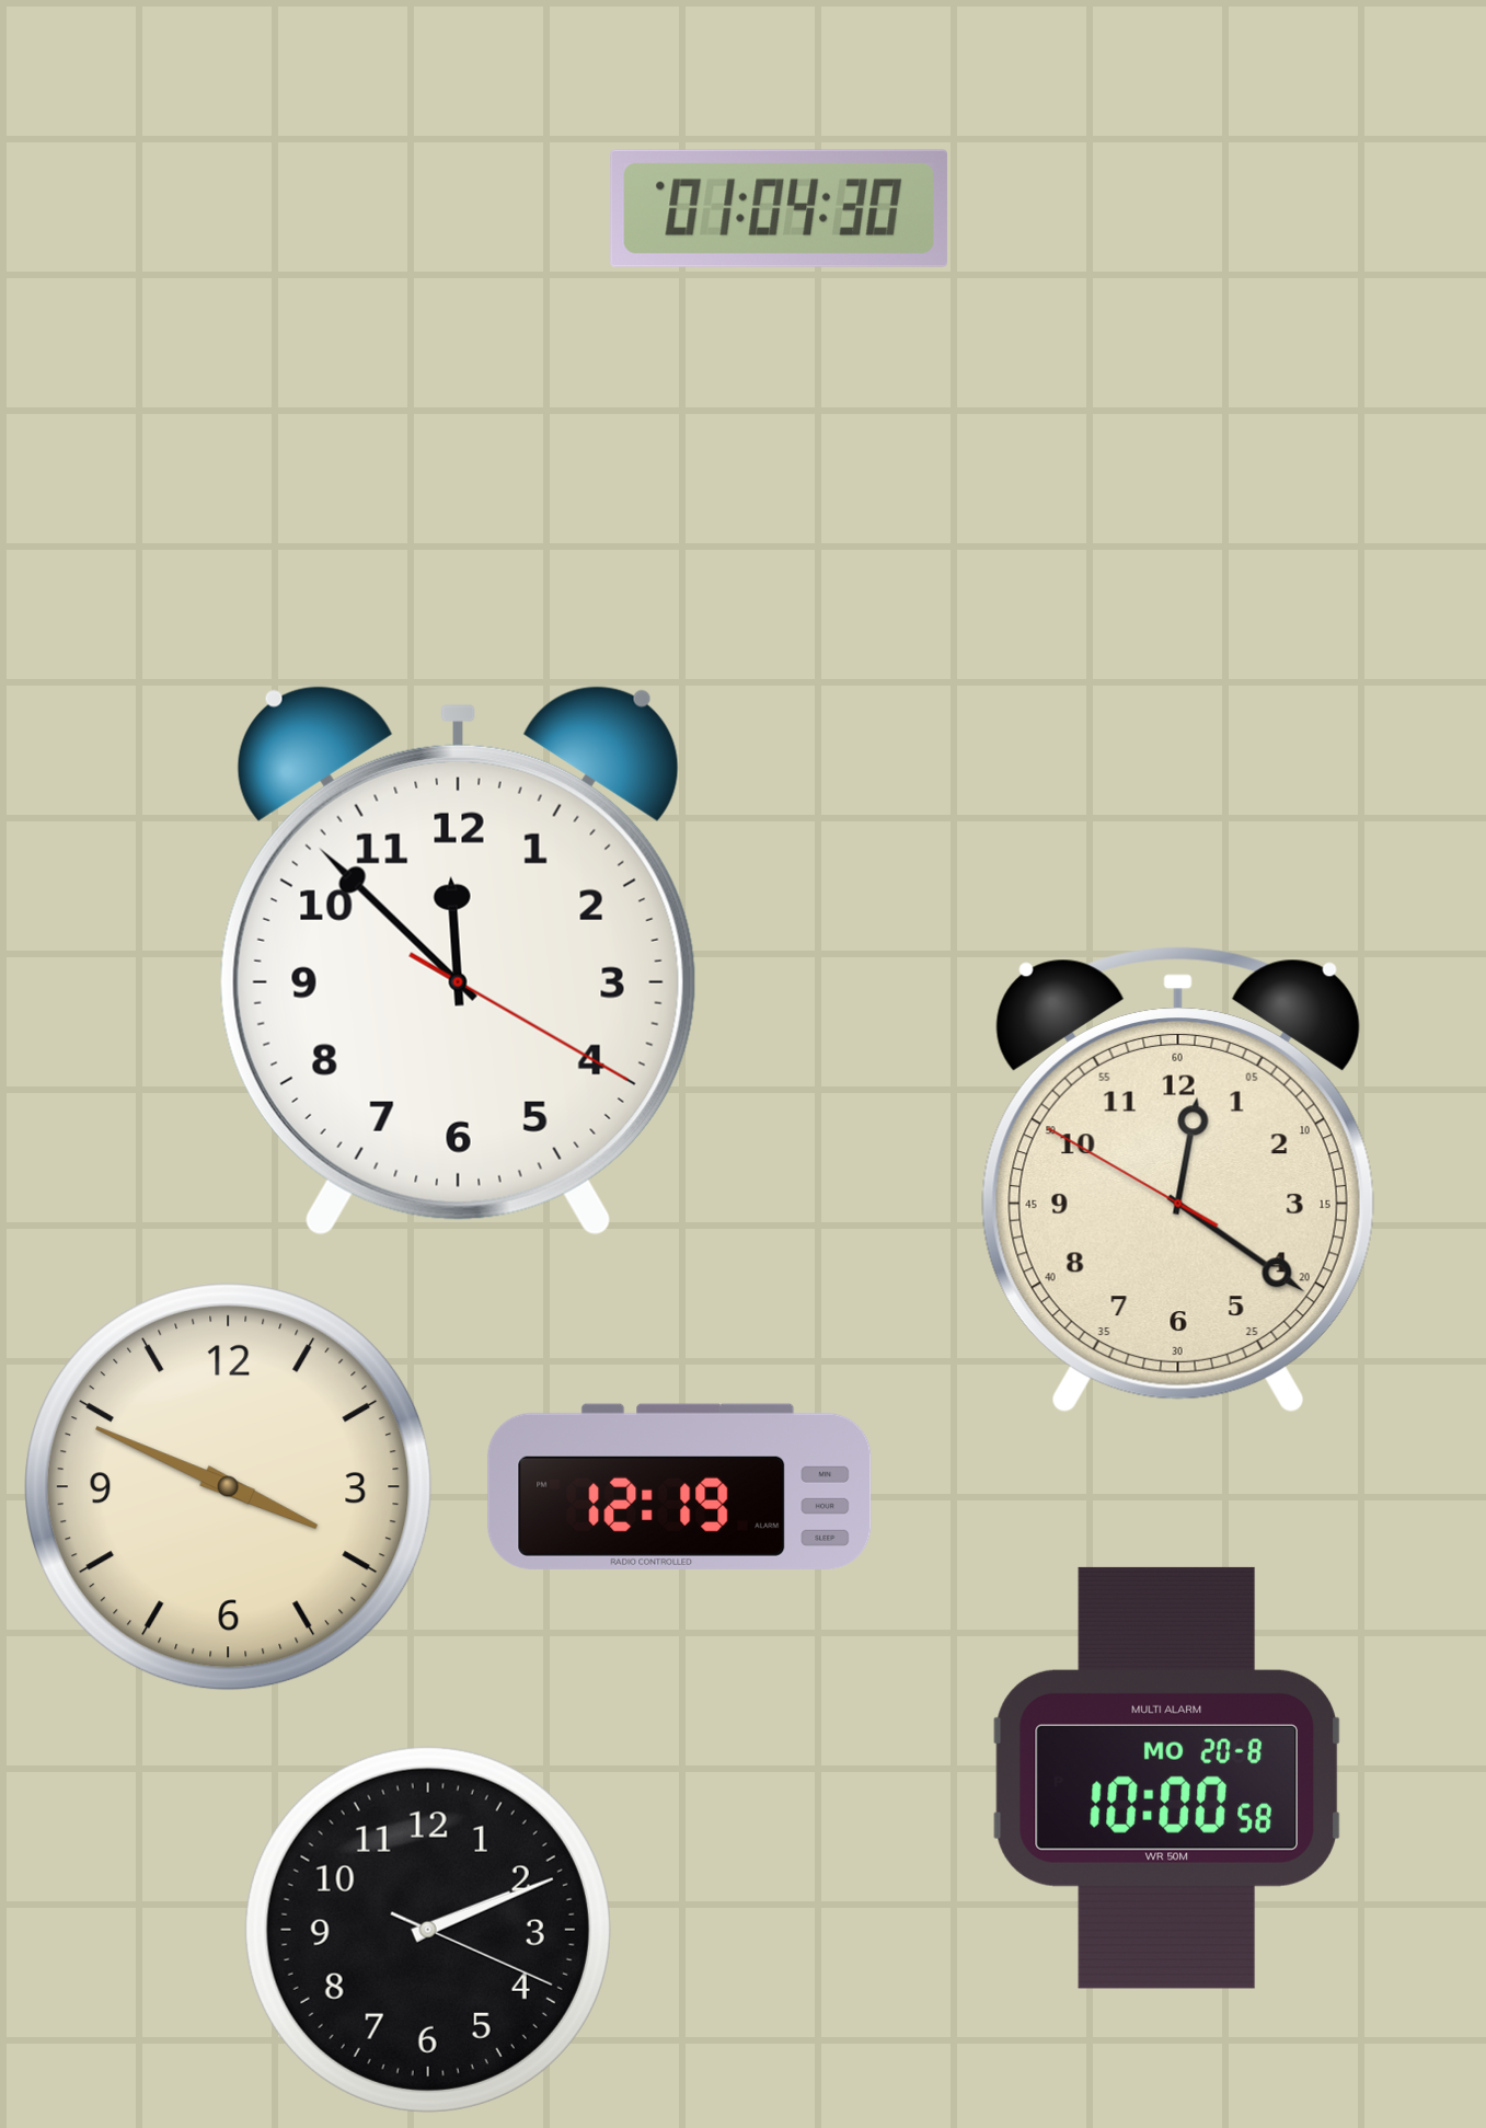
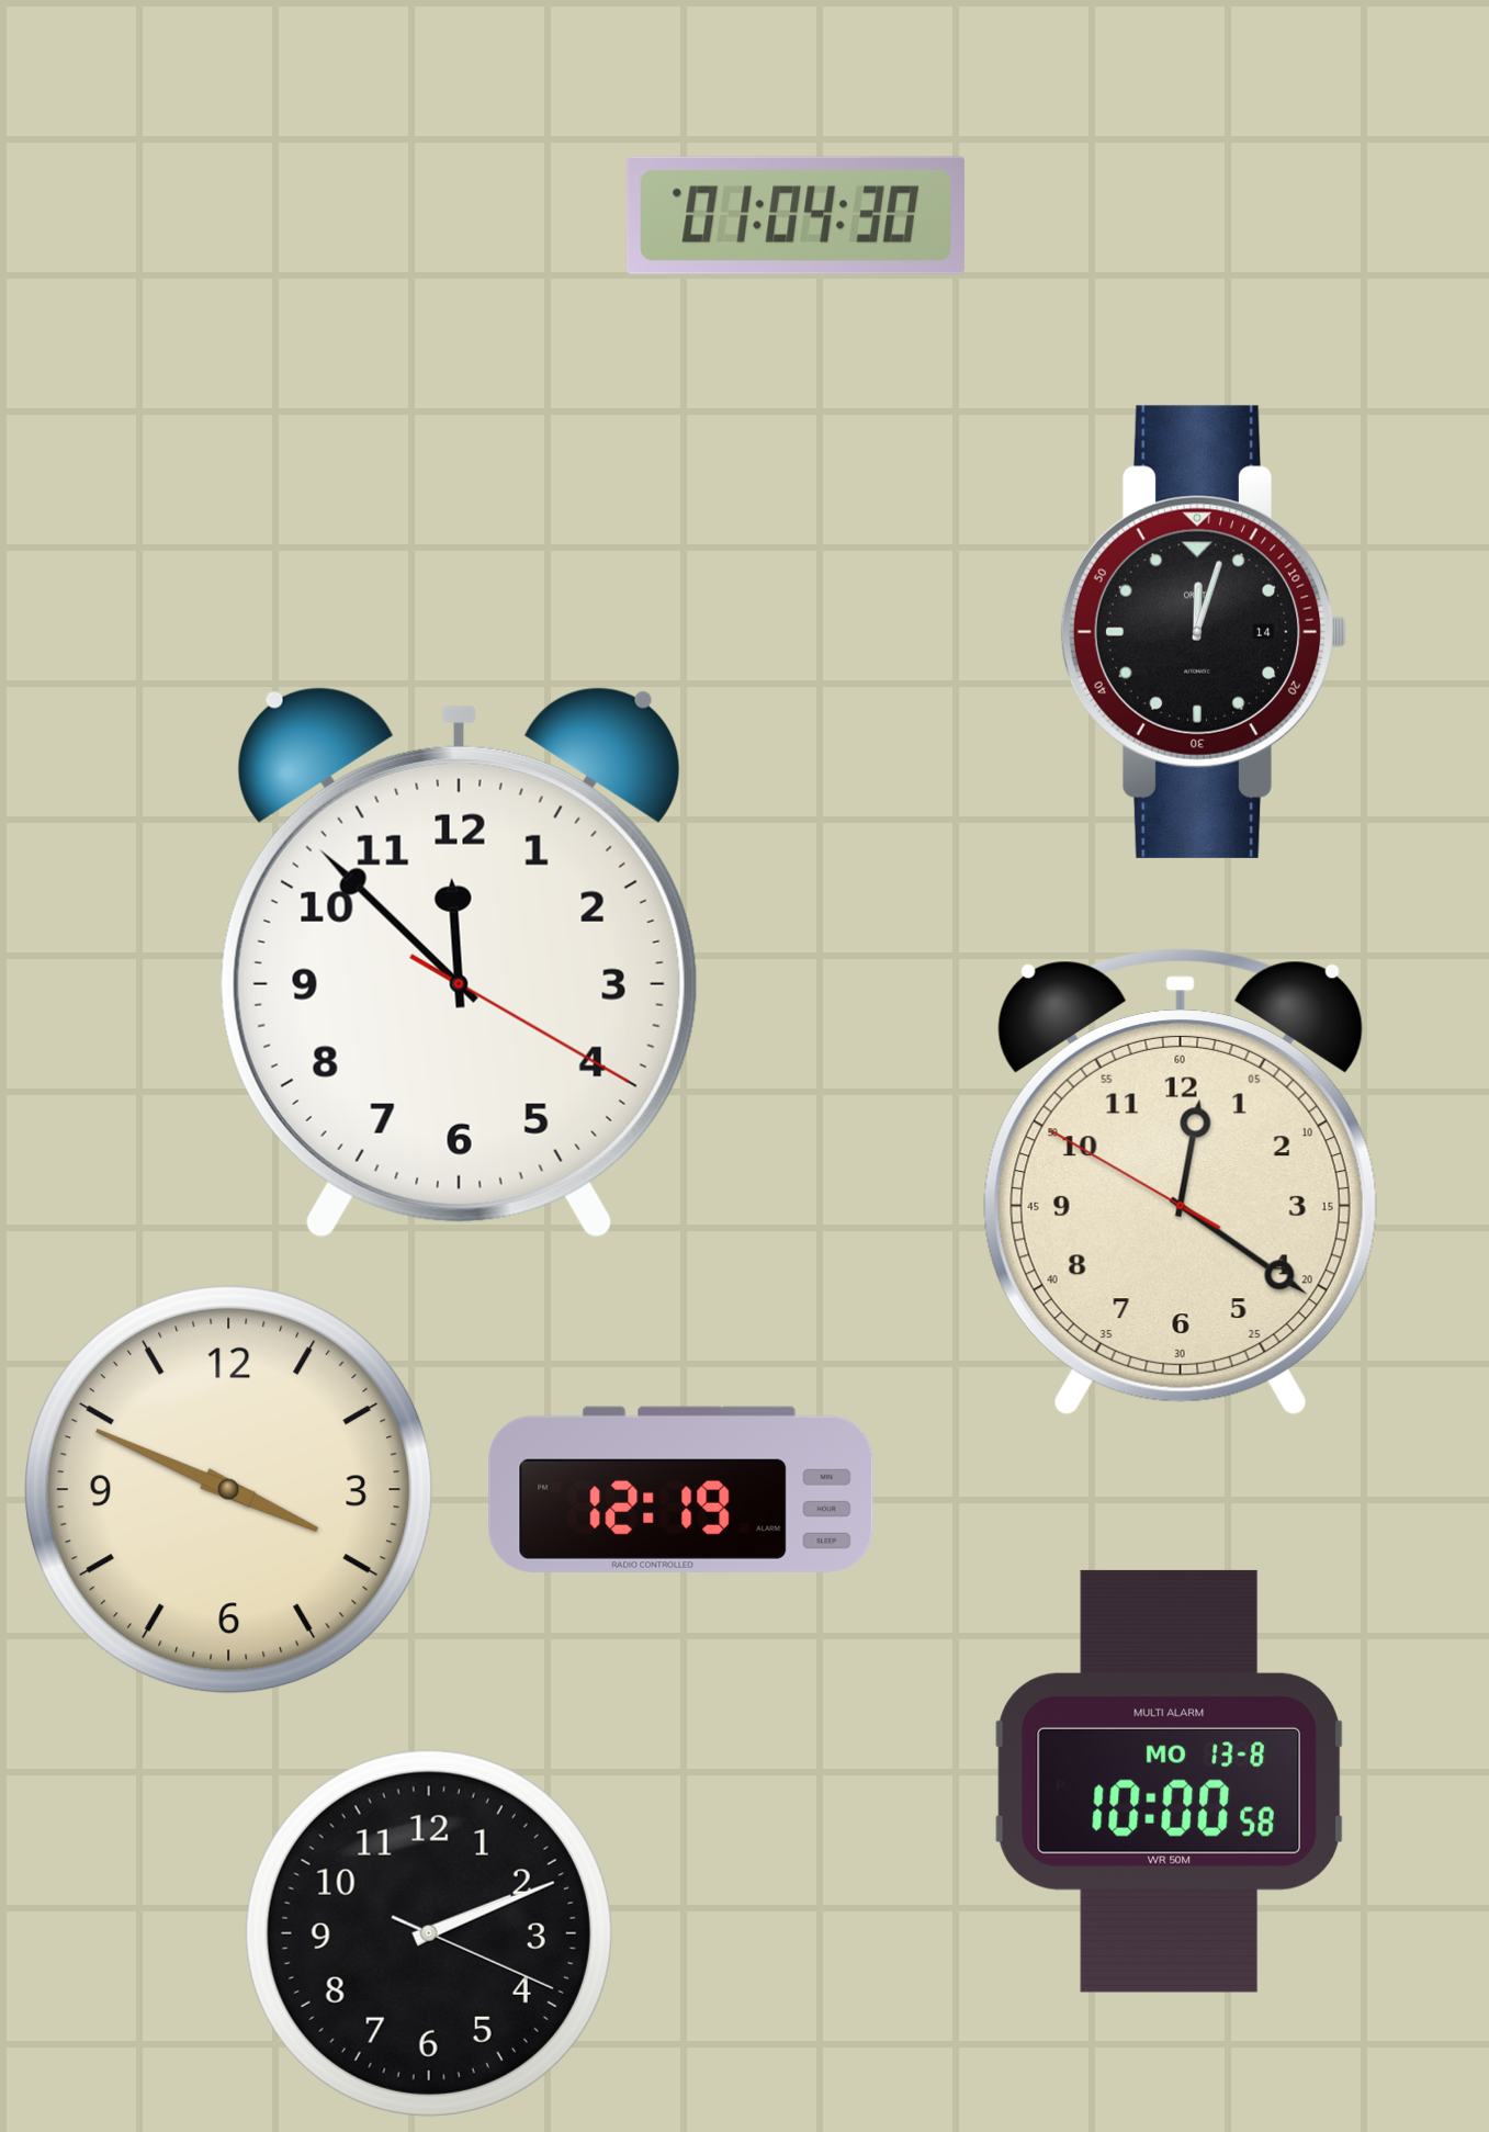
clock at (779, 208) position: (779, 208) -> (796, 215)
clock at (1204, 632): none -> 12:03
clock at (1166, 1778) date: MO 20-8 -> MO 13-8
